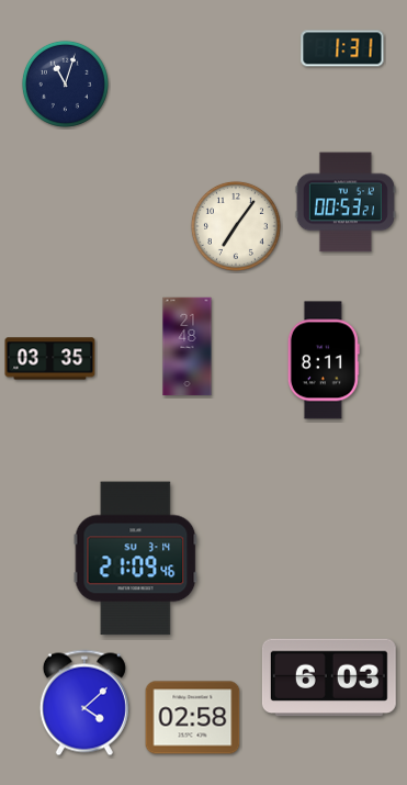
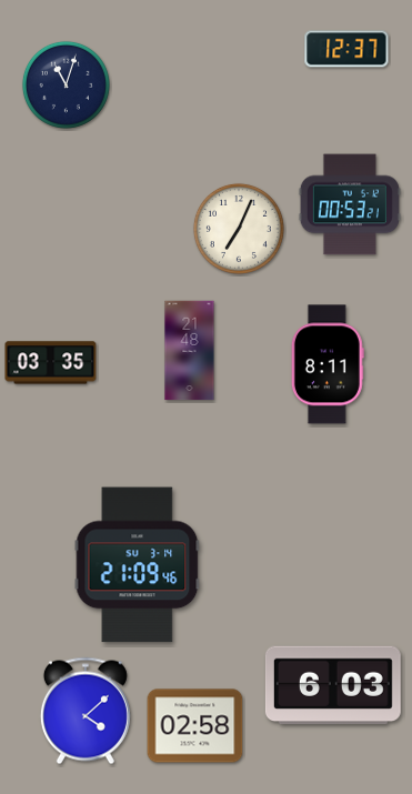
clock at (342, 48): 1:31 -> 12:37
clock at (236, 226): 7:06 -> 7:04
